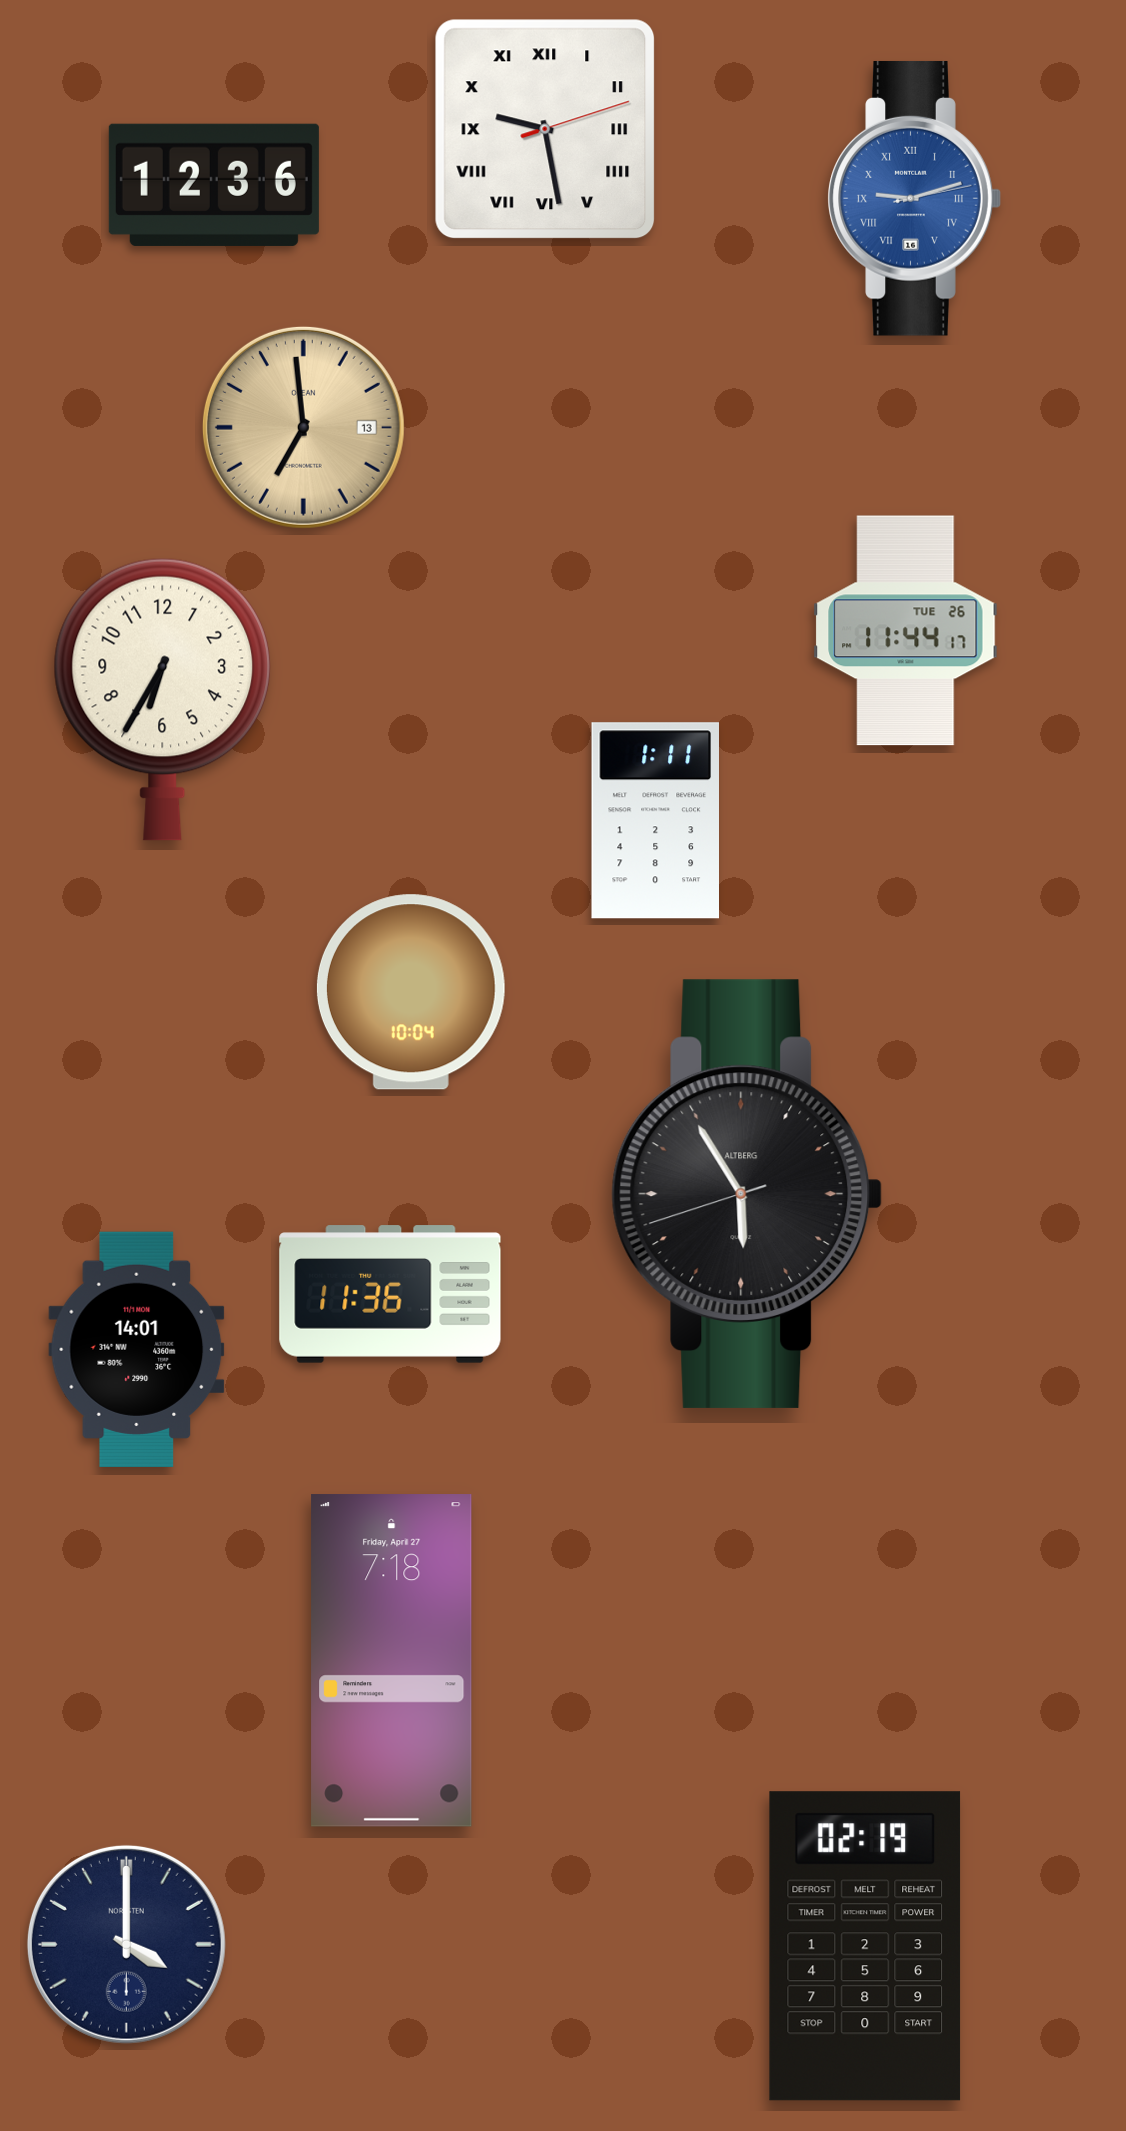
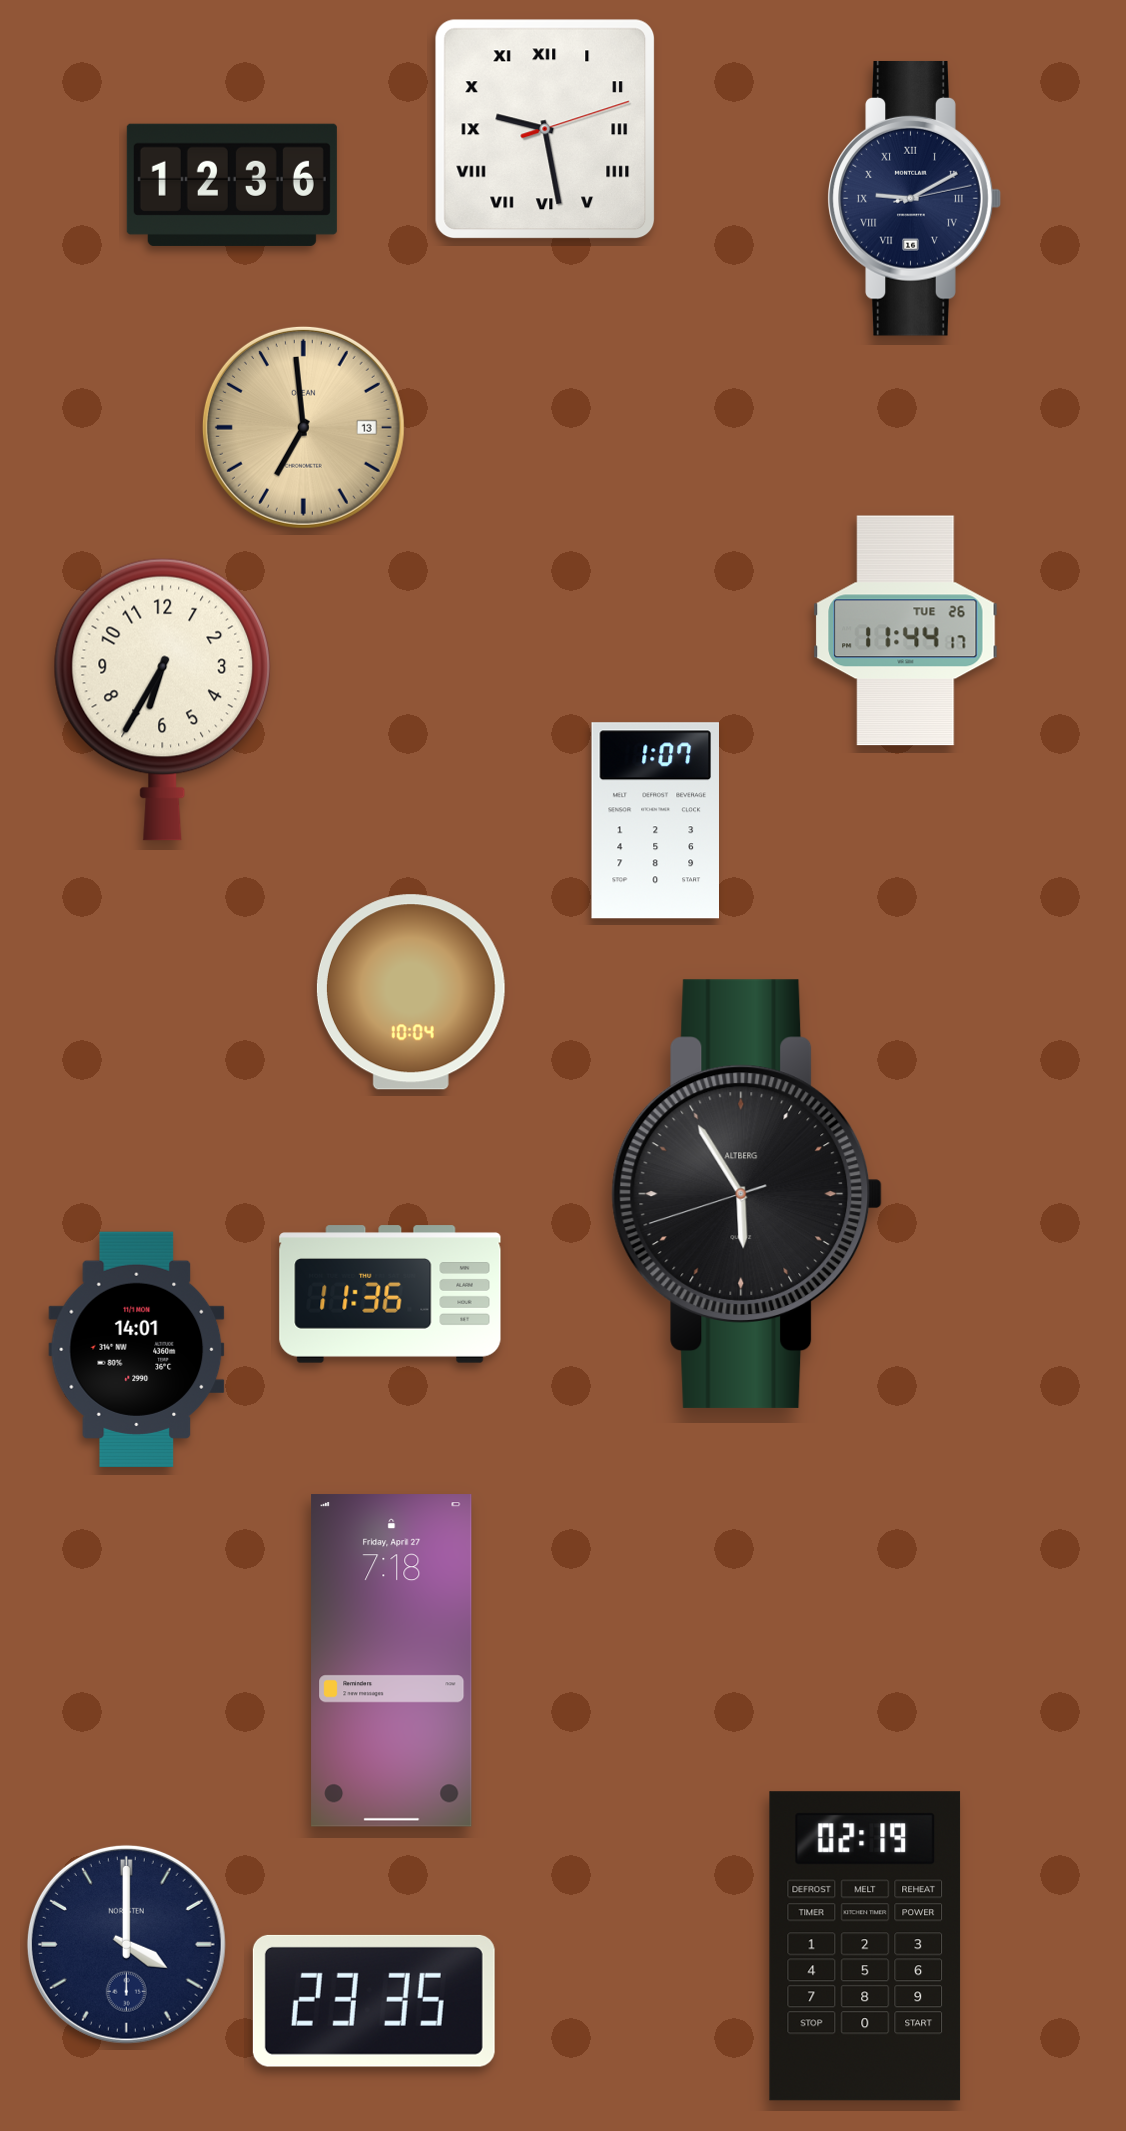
clock at (214, 185) position: (214, 185) -> (232, 185)
clock at (914, 198): 9:12 -> 9:10
clock at (914, 198) dial: blue -> navy
clock at (655, 821): 1:11 -> 1:07
clock at (374, 2001): none -> 23:35
